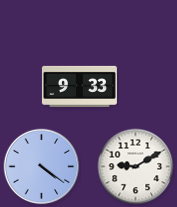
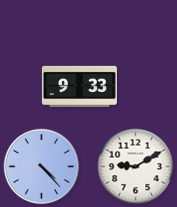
clock at (42, 167): 4:21 -> 4:23
